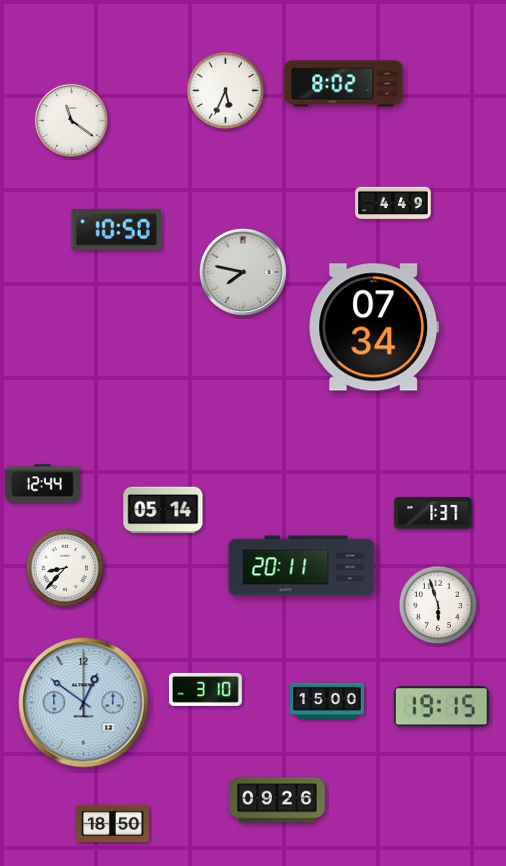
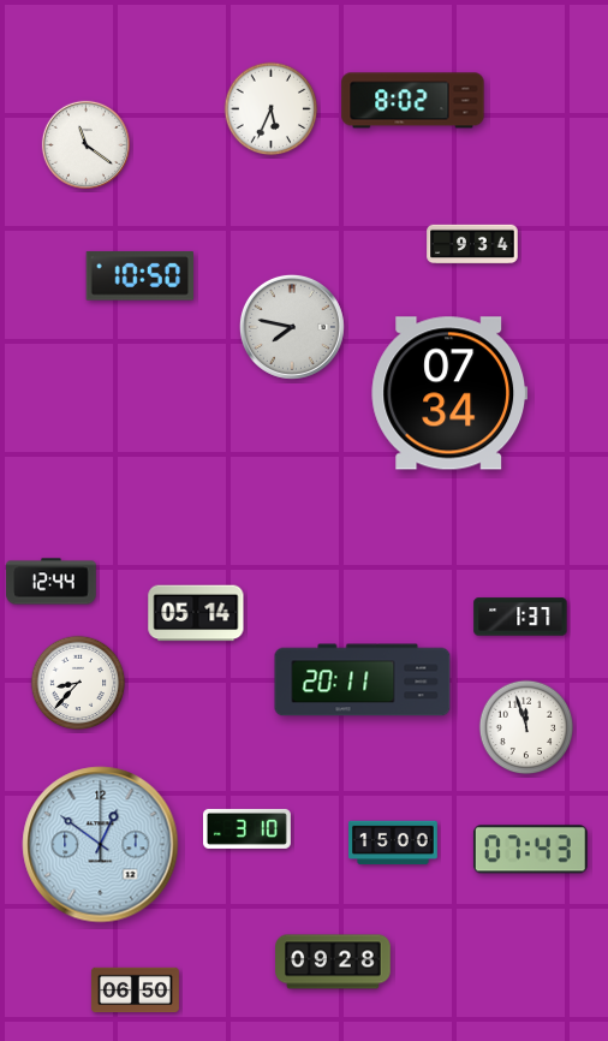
clock at (393, 203): 4:49 -> 9:34
clock at (438, 605): 5:57 -> 11:57
clock at (441, 707): 19:15 -> 07:43
clock at (277, 800): 09:26 -> 09:28
clock at (112, 824): 18:50 -> 06:50
